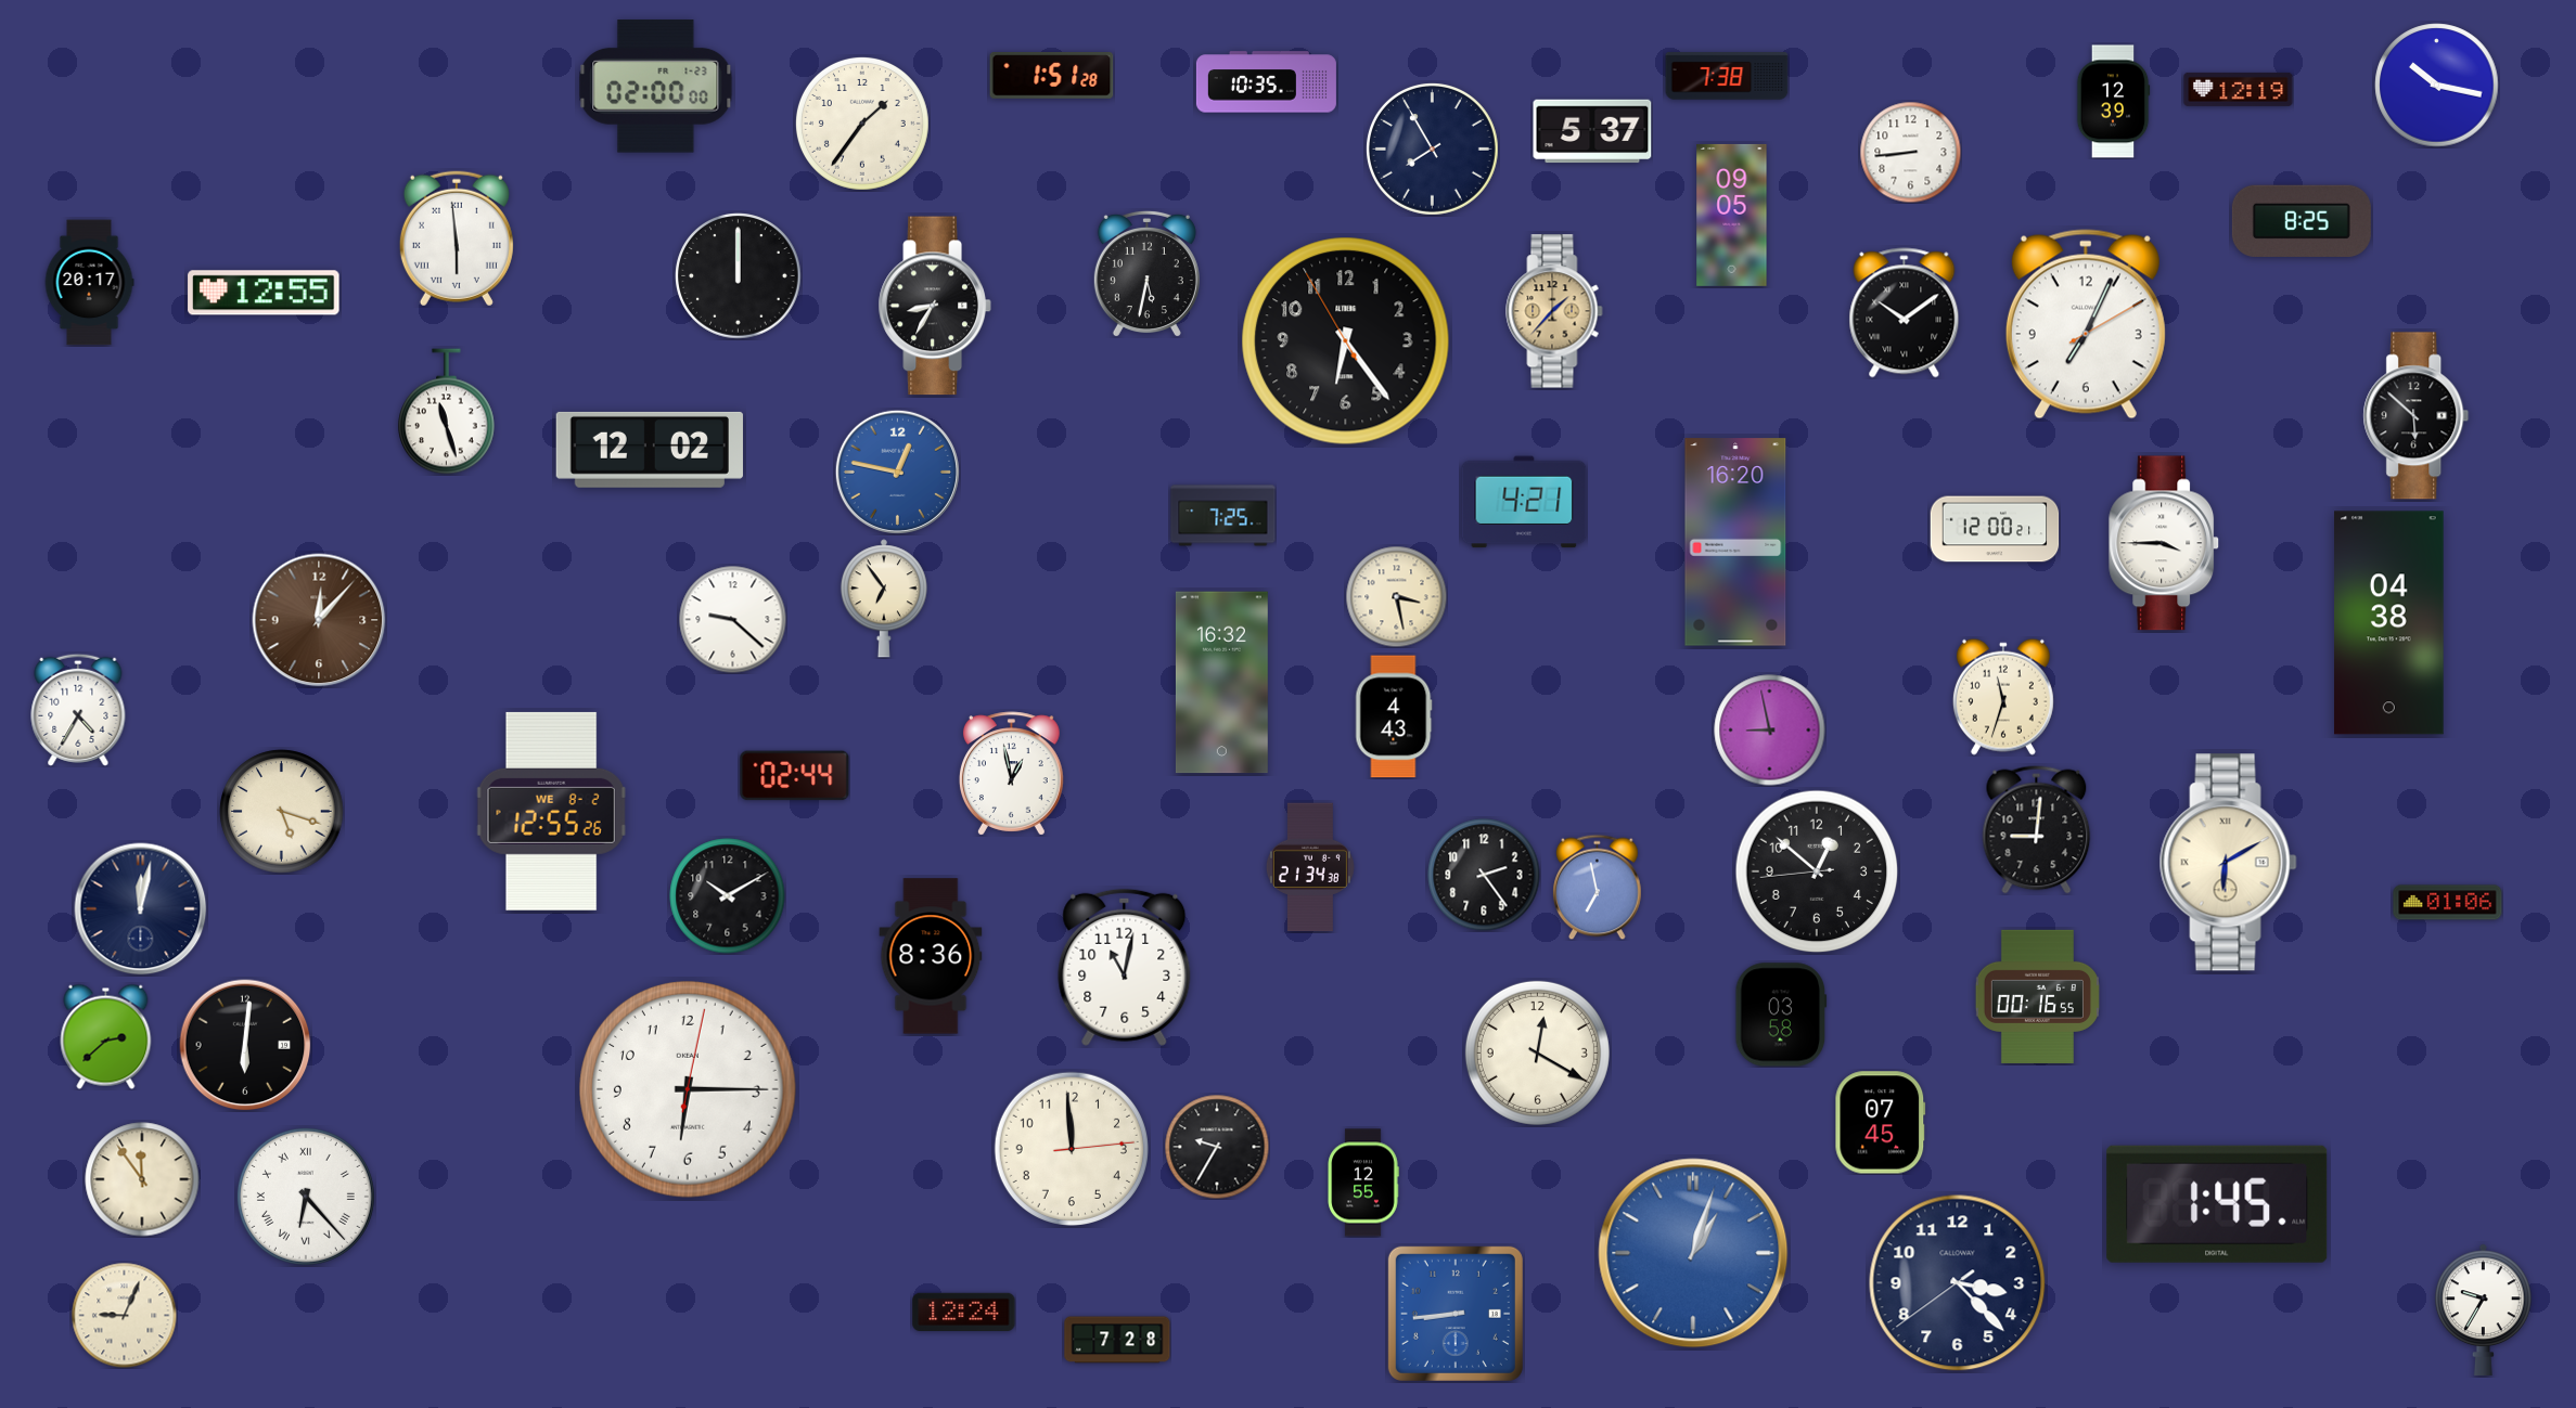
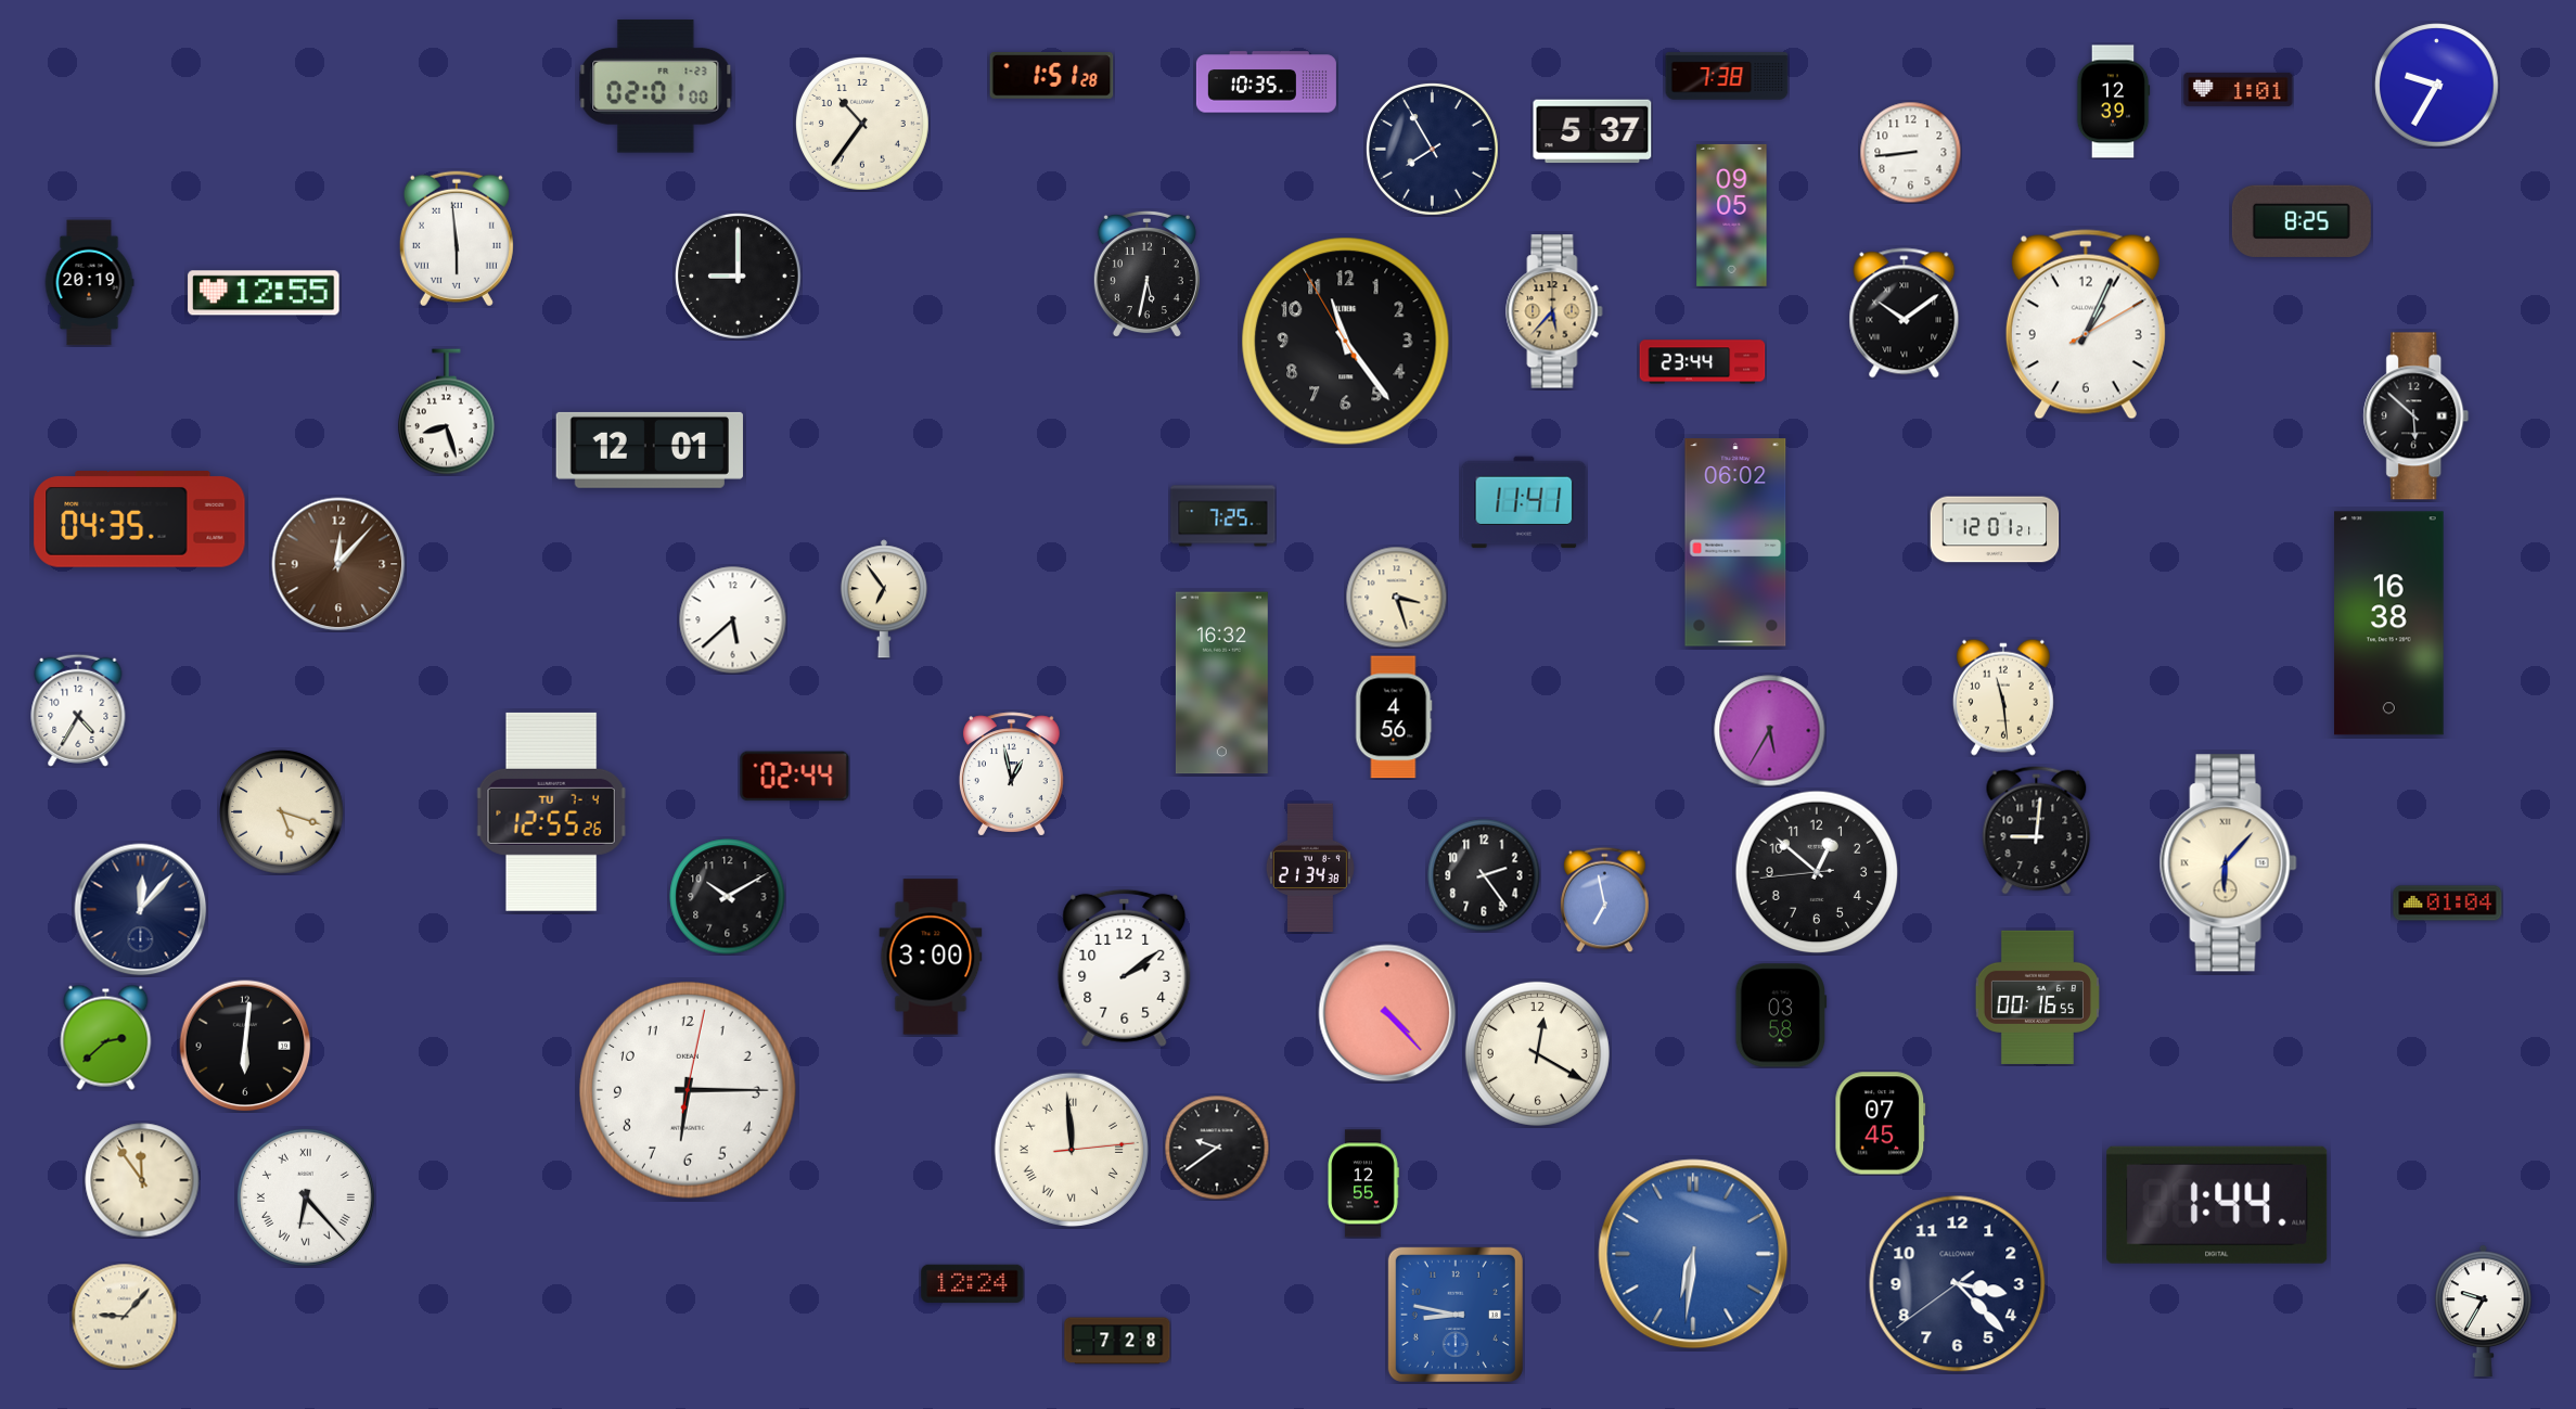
clock at (2437, 86): 10:17 -> 9:35
clock at (656, 87): 02:00 -> 02:01
clock at (2239, 89): 12:19 -> 1:01
clock at (862, 124): 1:36 -> 10:36
clock at (739, 276): 12:00 -> 9:00
clock at (89, 283): 20:17 -> 20:19
clock at (935, 306): 8:35 -> none
clock at (1554, 311): 1:37 -> 5:37
clock at (2086, 324): 7:04 -> 1:04
clock at (1346, 341): 6:23 -> 11:23
clock at (1703, 362): none -> 23:44
clock at (447, 412): 11:27 -> 8:27
clock at (650, 450): 12:02 -> 12:01
clock at (897, 472): 12:47 -> none
clock at (1524, 502): 4:21 -> 11:41
clock at (140, 520): none -> 04:35
clock at (1995, 529): 12:00 -> 12:01
clock at (1735, 542): 16:20 -> 06:02
clock at (2165, 543): 3:45 -> none
clock at (1396, 596): 3:28 -> 3:27
clock at (319, 620) position: (319, 620) -> (338, 564)
clock at (733, 620): 9:22 -> 5:38
clock at (2389, 623): 04:38 -> 16:38
clock at (2003, 697): 11:33 -> 11:29
clock at (1394, 716): 4:43 -> 4:56
clock at (1770, 731): 8:58 -> 5:35
clock at (551, 811) date: WE 8-2 -> TU 7-4
clock at (2228, 863): 6:10 -> 6:07
clock at (1598, 887) position: (1598, 887) -> (1605, 899)
clock at (2448, 903): 01:06 -> 01:04
clock at (141, 909): 12:02 -> 12:07
clock at (931, 956): 8:36 -> 3:00
clock at (1125, 967): 11:02 -> 2:09
clock at (1387, 1013): none -> 4:23
clock at (1217, 1147): 9:35 -> 9:39
clock at (1071, 1148) numerals: Arabic -> Roman
clock at (2217, 1204): 1:45 -> 1:44
clock at (1693, 1253): 1:03 -> 6:31
clock at (964, 1312) position: (964, 1312) -> (973, 1283)
clock at (1456, 1314): 8:44 -> 8:47
clock at (124, 1315): 9:04 -> 9:07
